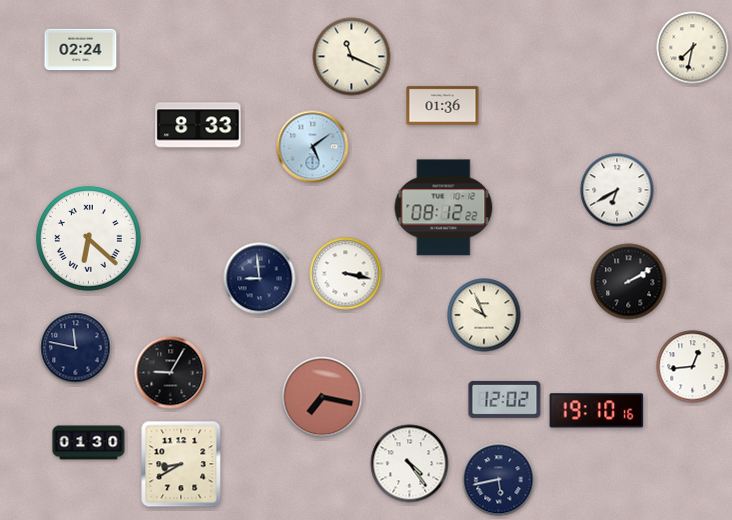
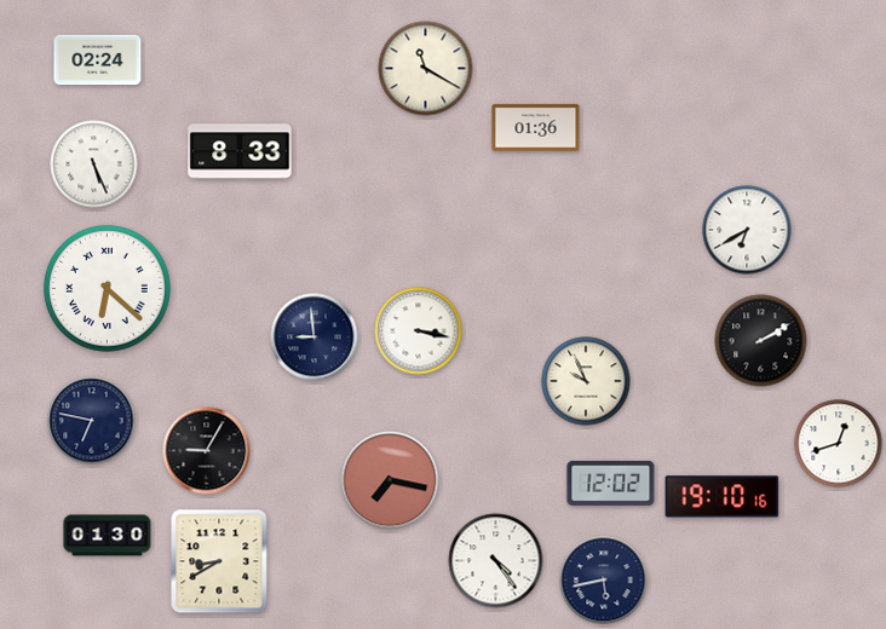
clock at (693, 48): 7:32 -> none
clock at (352, 57): 11:19 -> 11:20
clock at (94, 165): none -> 5:26
clock at (313, 147): 5:09 -> none
clock at (444, 208): 08:12 -> none
clock at (76, 348): 11:47 -> 6:47
clock at (693, 367): 12:44 -> 12:42
